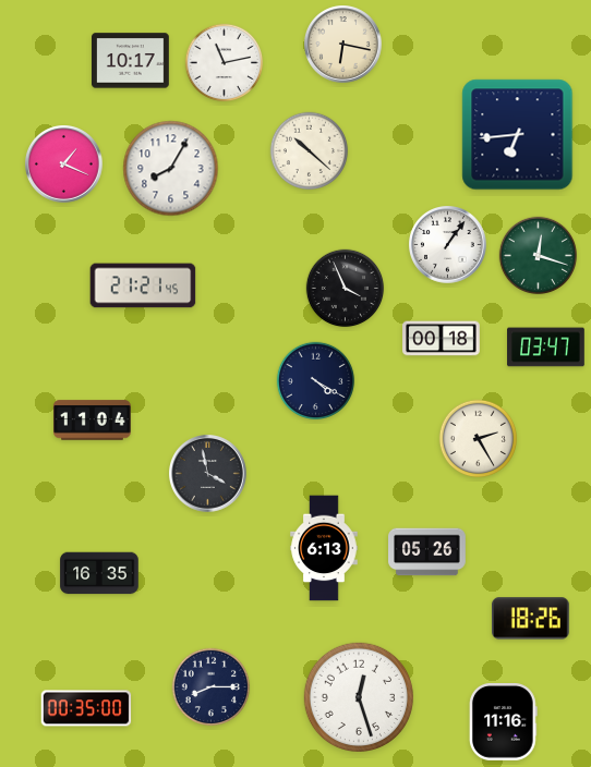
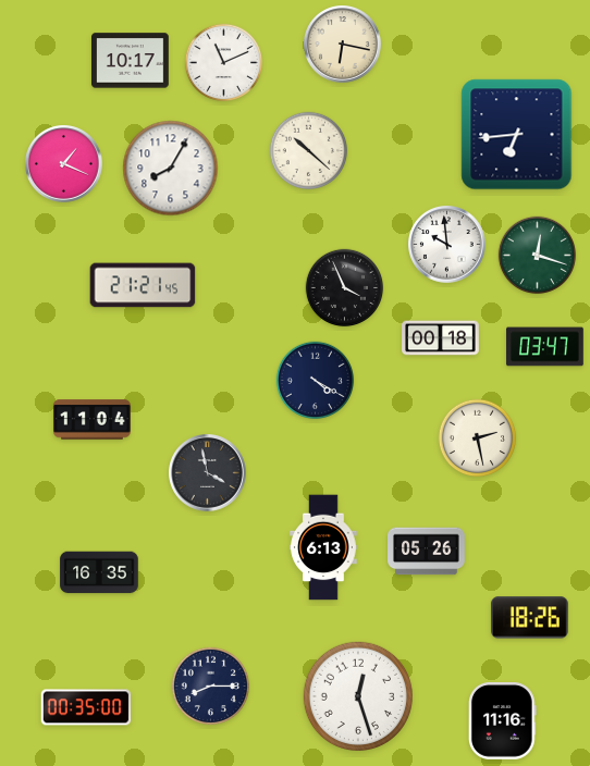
clock at (225, 63): 11:13 -> 11:11
clock at (448, 245): 1:06 -> 9:59
clock at (479, 439): 2:25 -> 2:28
